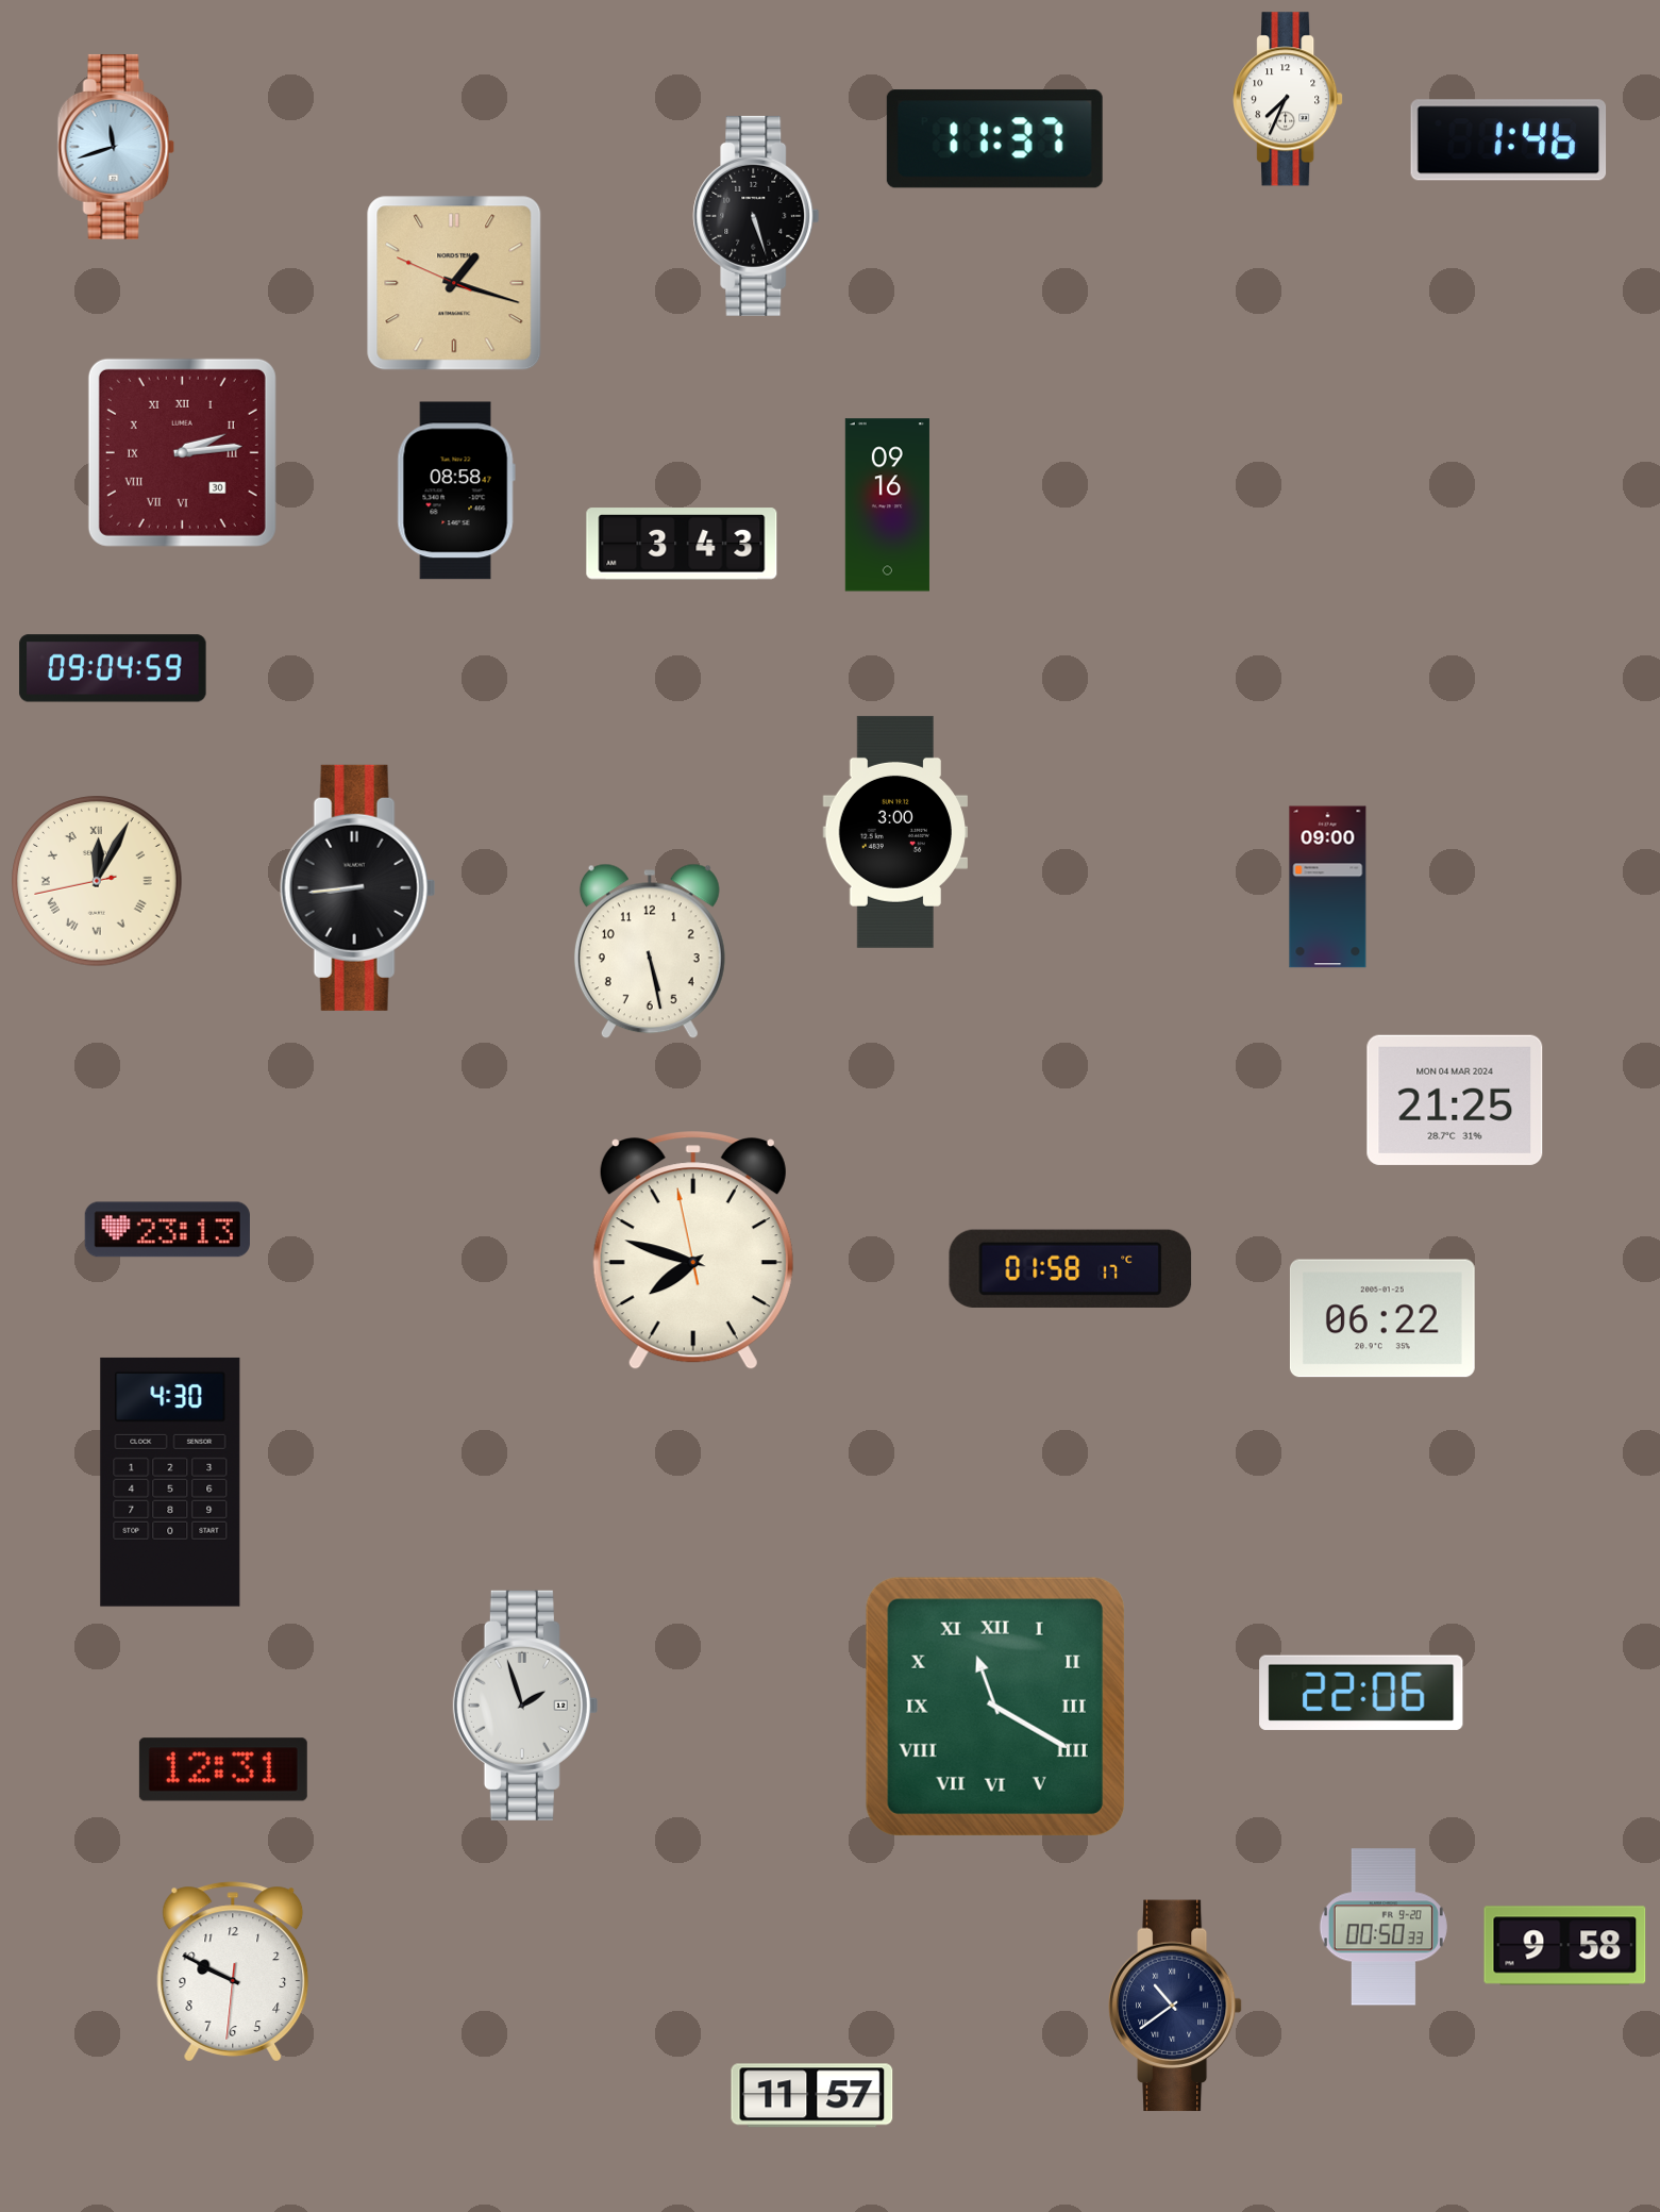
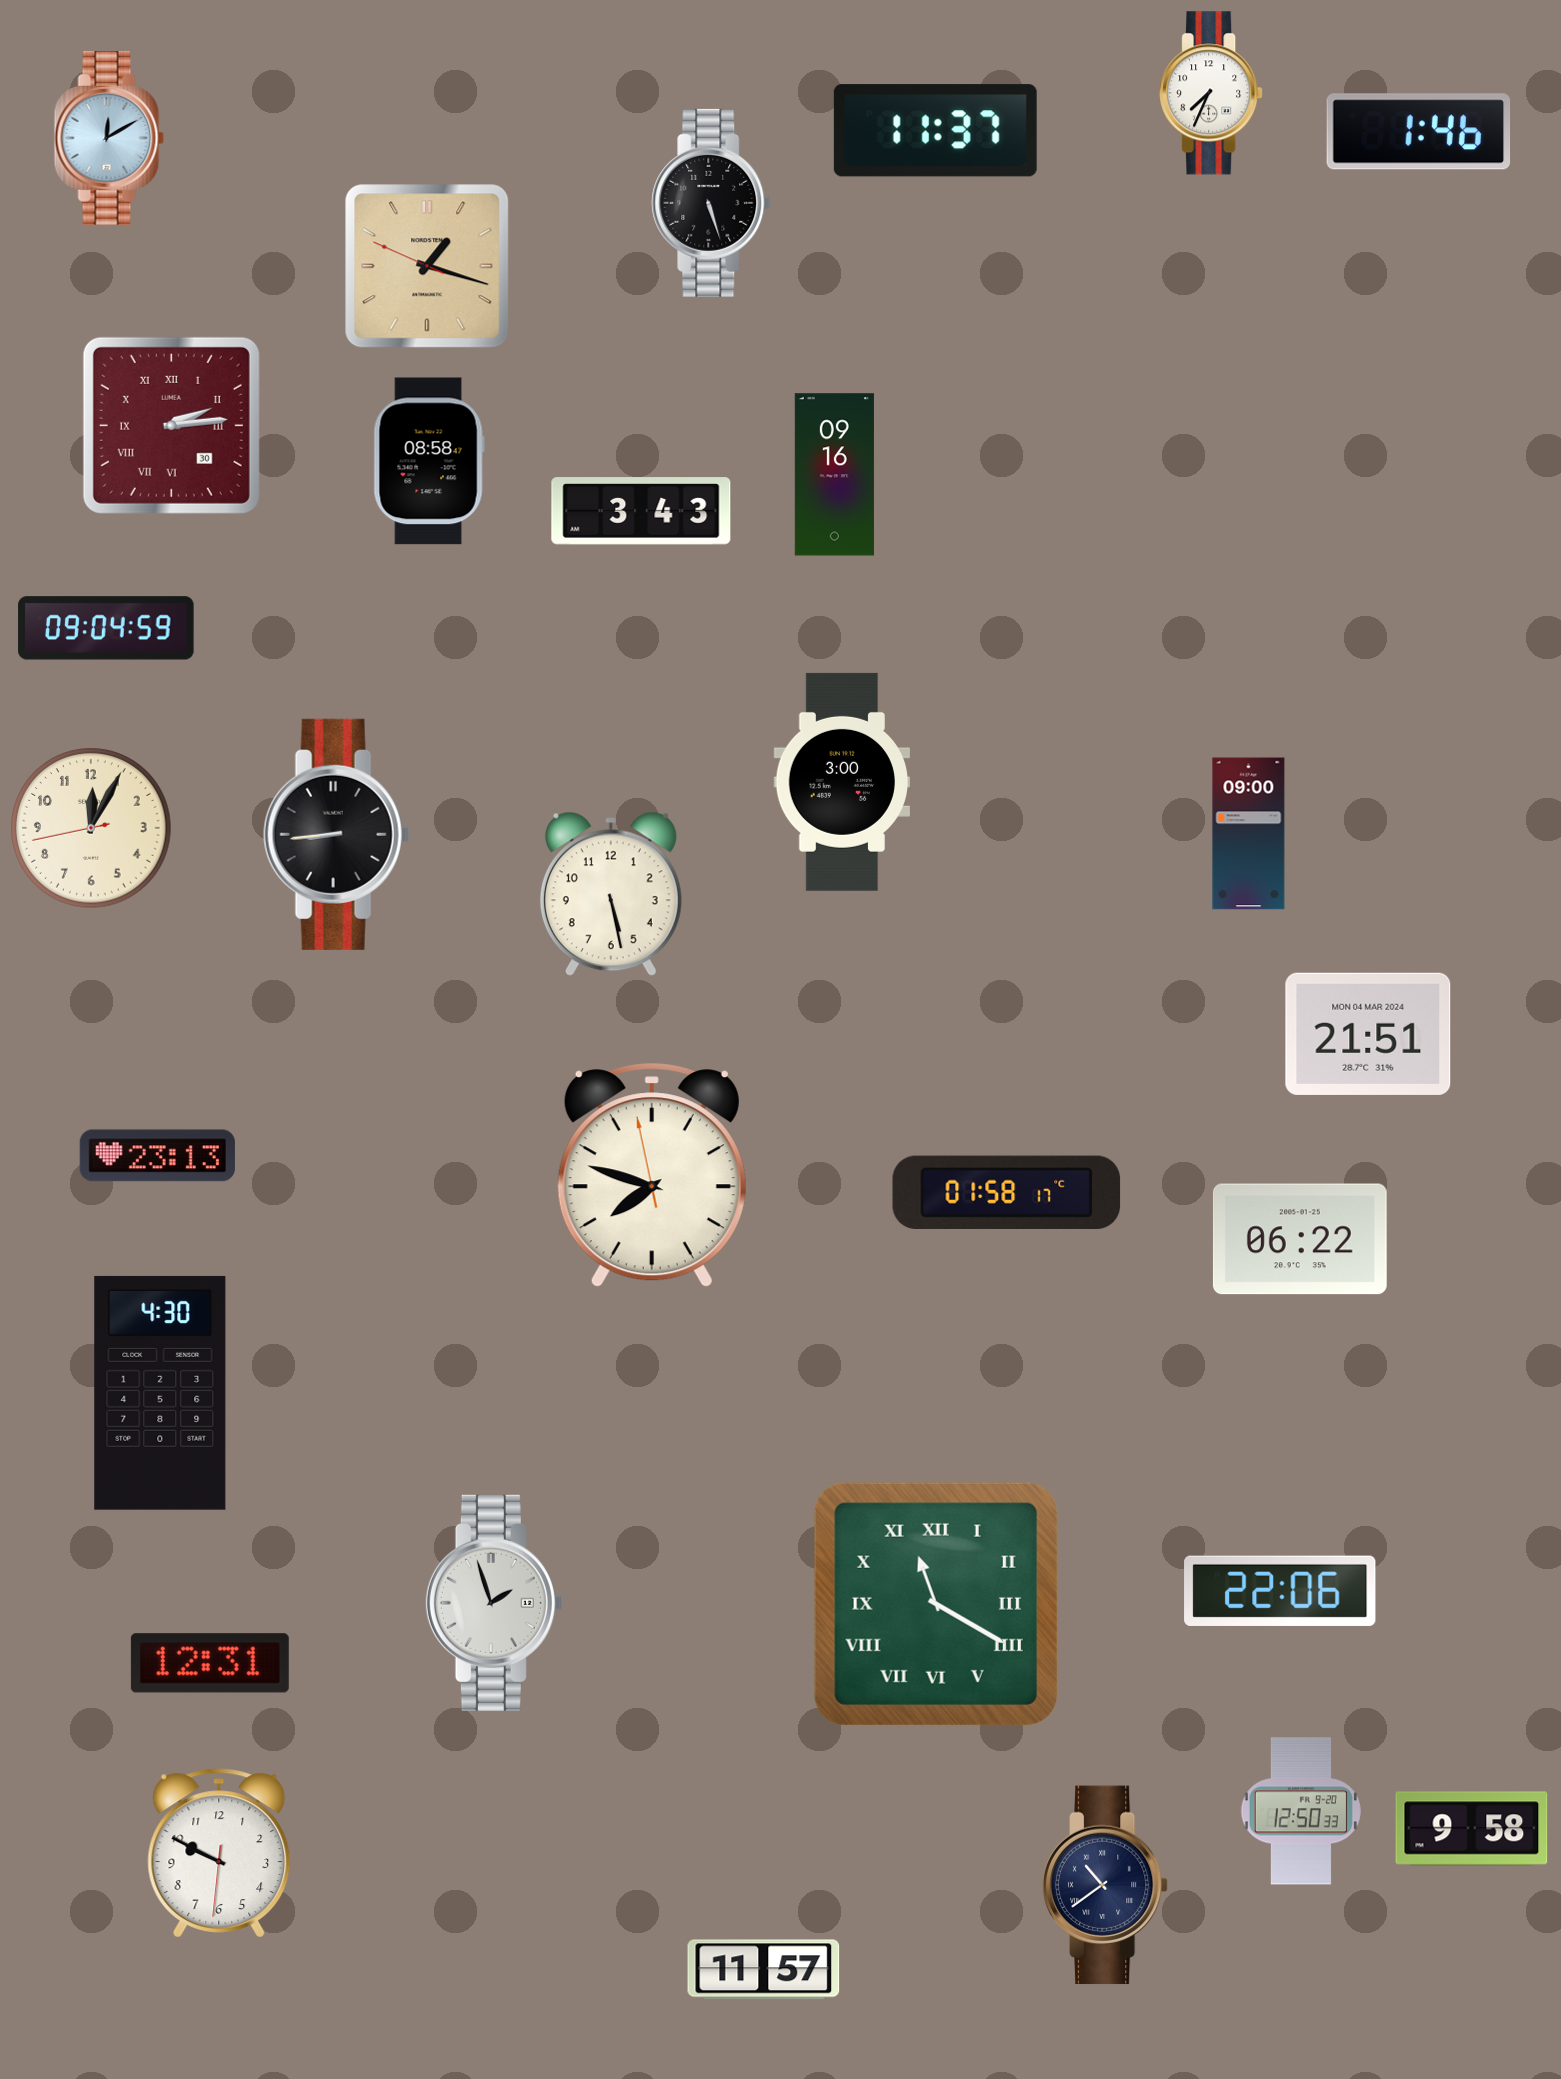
clock at (116, 147): 11:42 -> 12:10
clock at (97, 881) numerals: Roman -> Arabic
clock at (1455, 1100): 21:25 -> 21:51
clock at (1384, 1927): 00:50 -> 12:50
